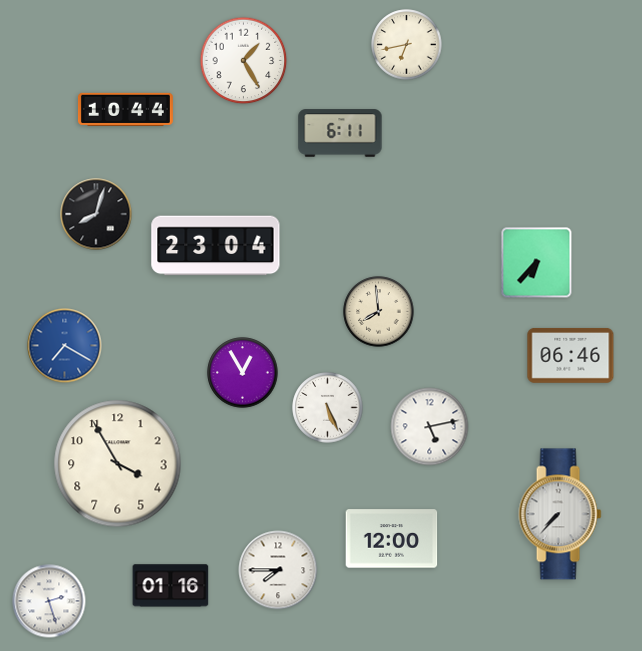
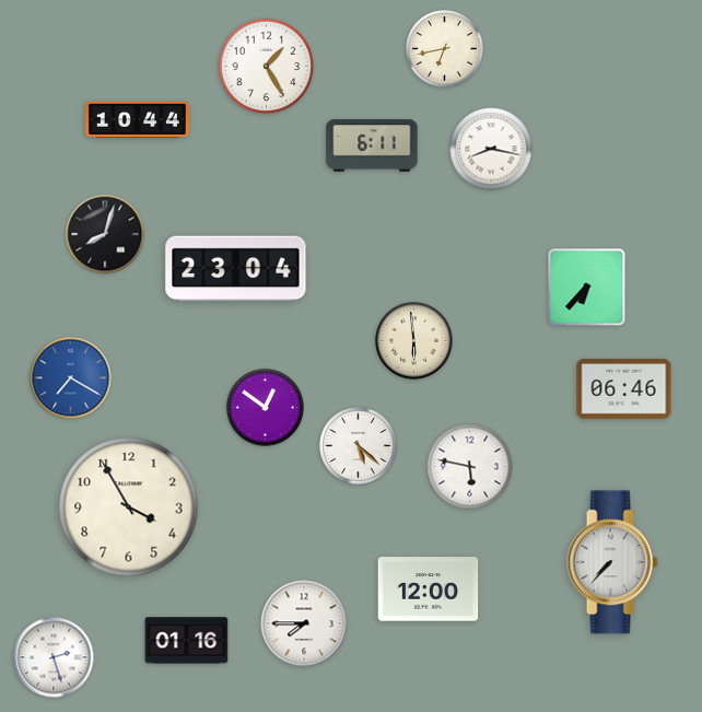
clock at (491, 149): none -> 8:17
clock at (379, 312): 7:59 -> 5:59
clock at (243, 373): 12:55 -> 12:51
clock at (328, 408): 5:26 -> 5:22
clock at (430, 427): 5:13 -> 5:47
